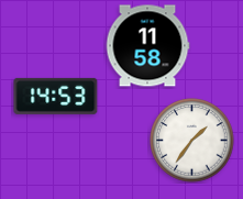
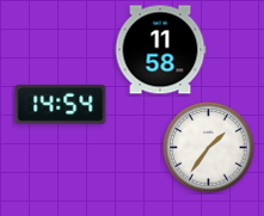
clock at (56, 96): 14:53 -> 14:54
clock at (192, 141) position: (192, 141) -> (209, 148)
